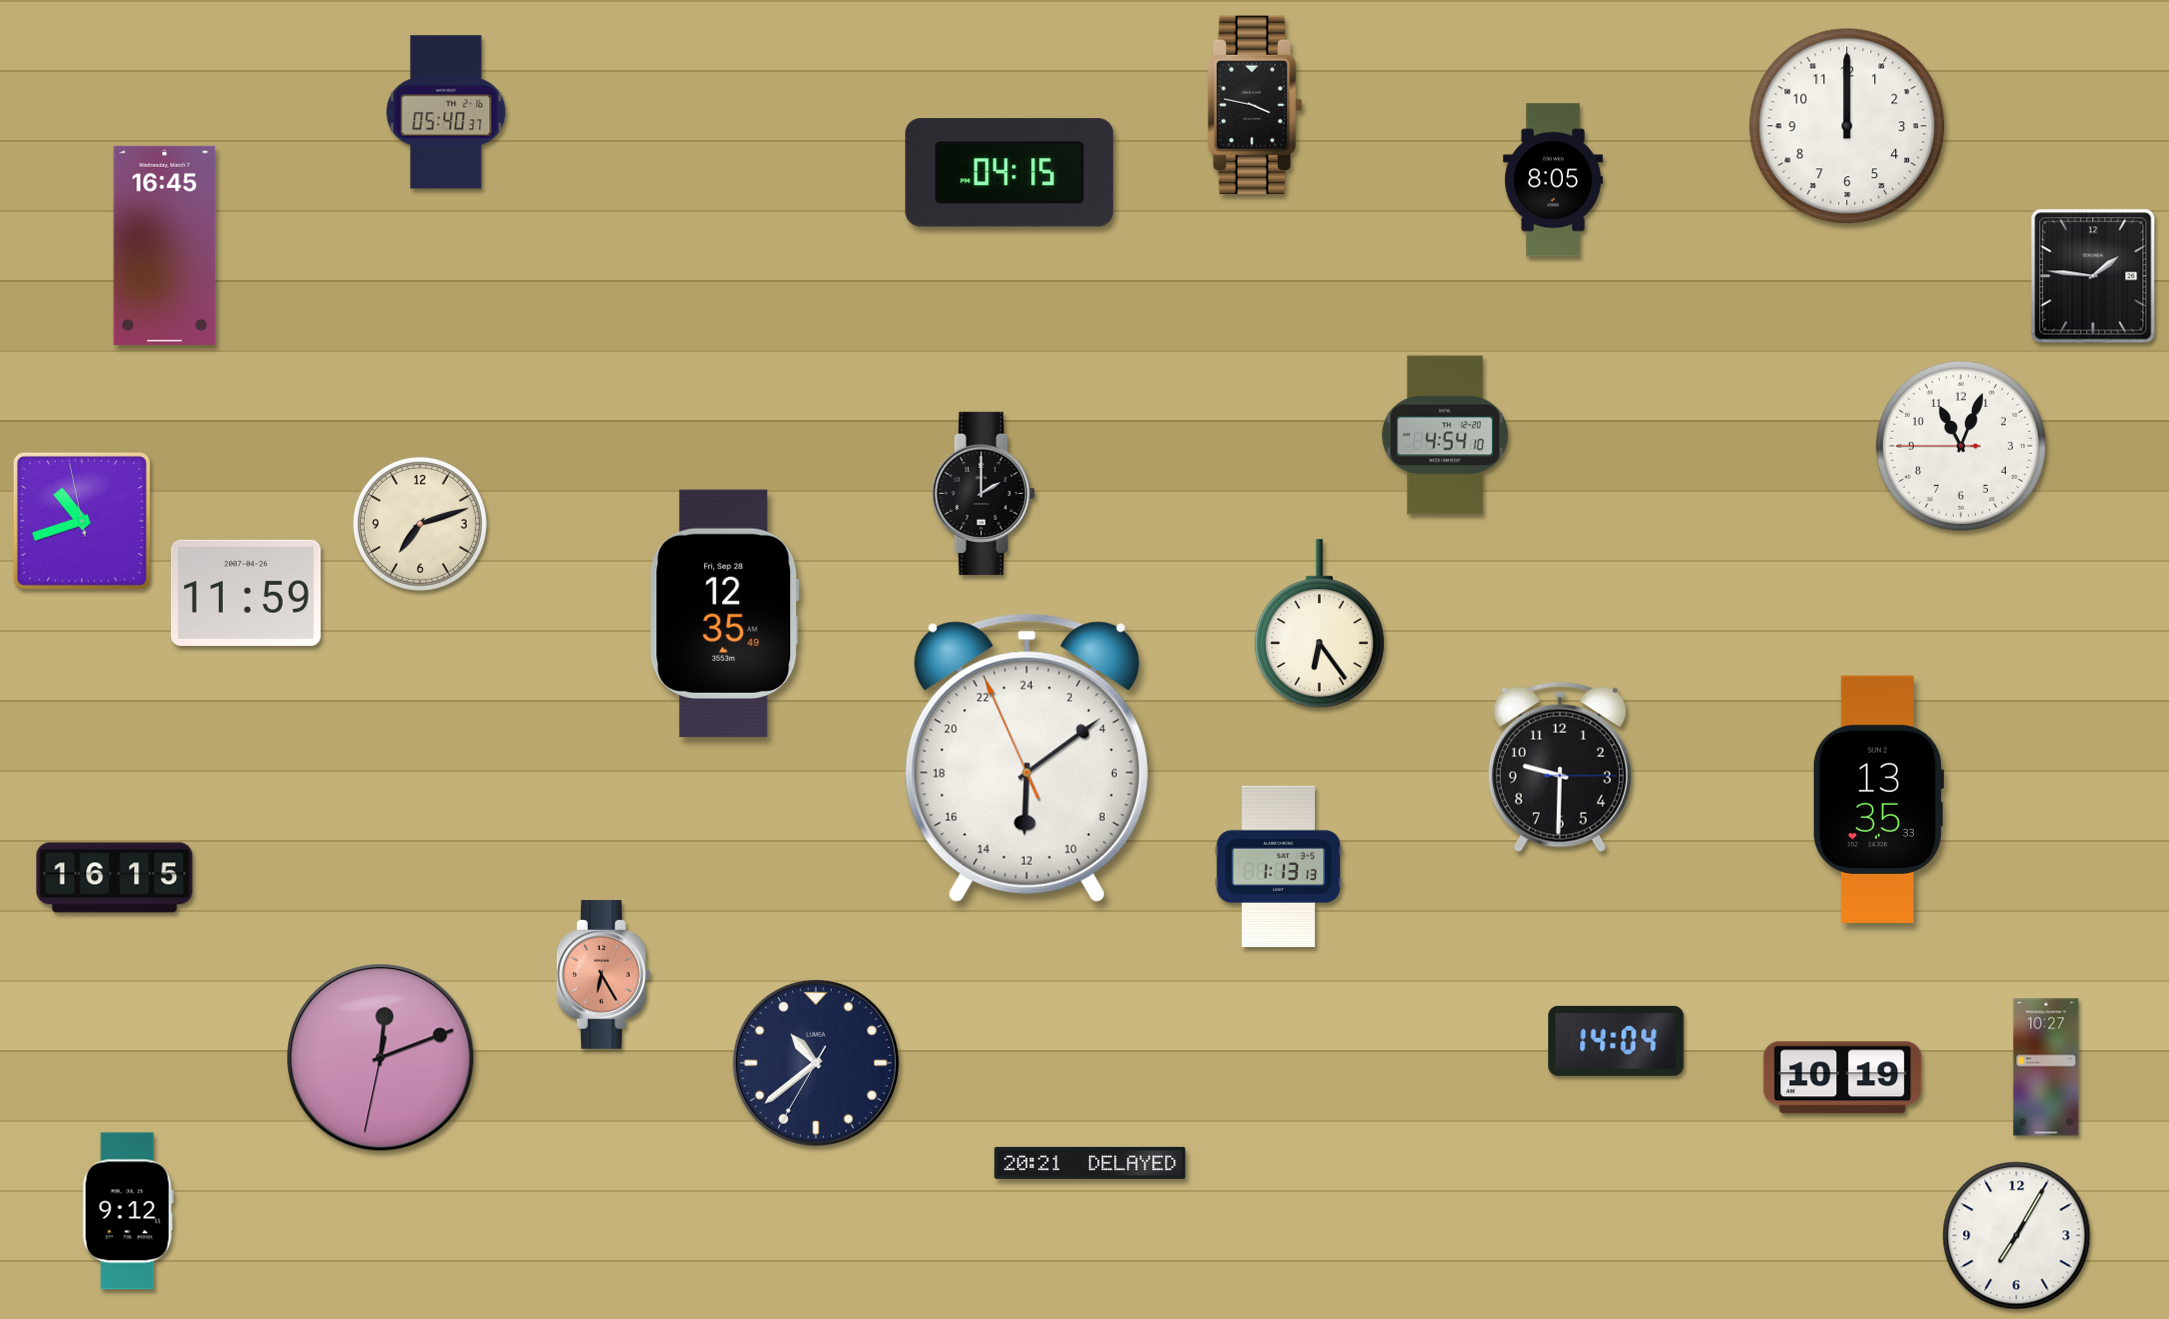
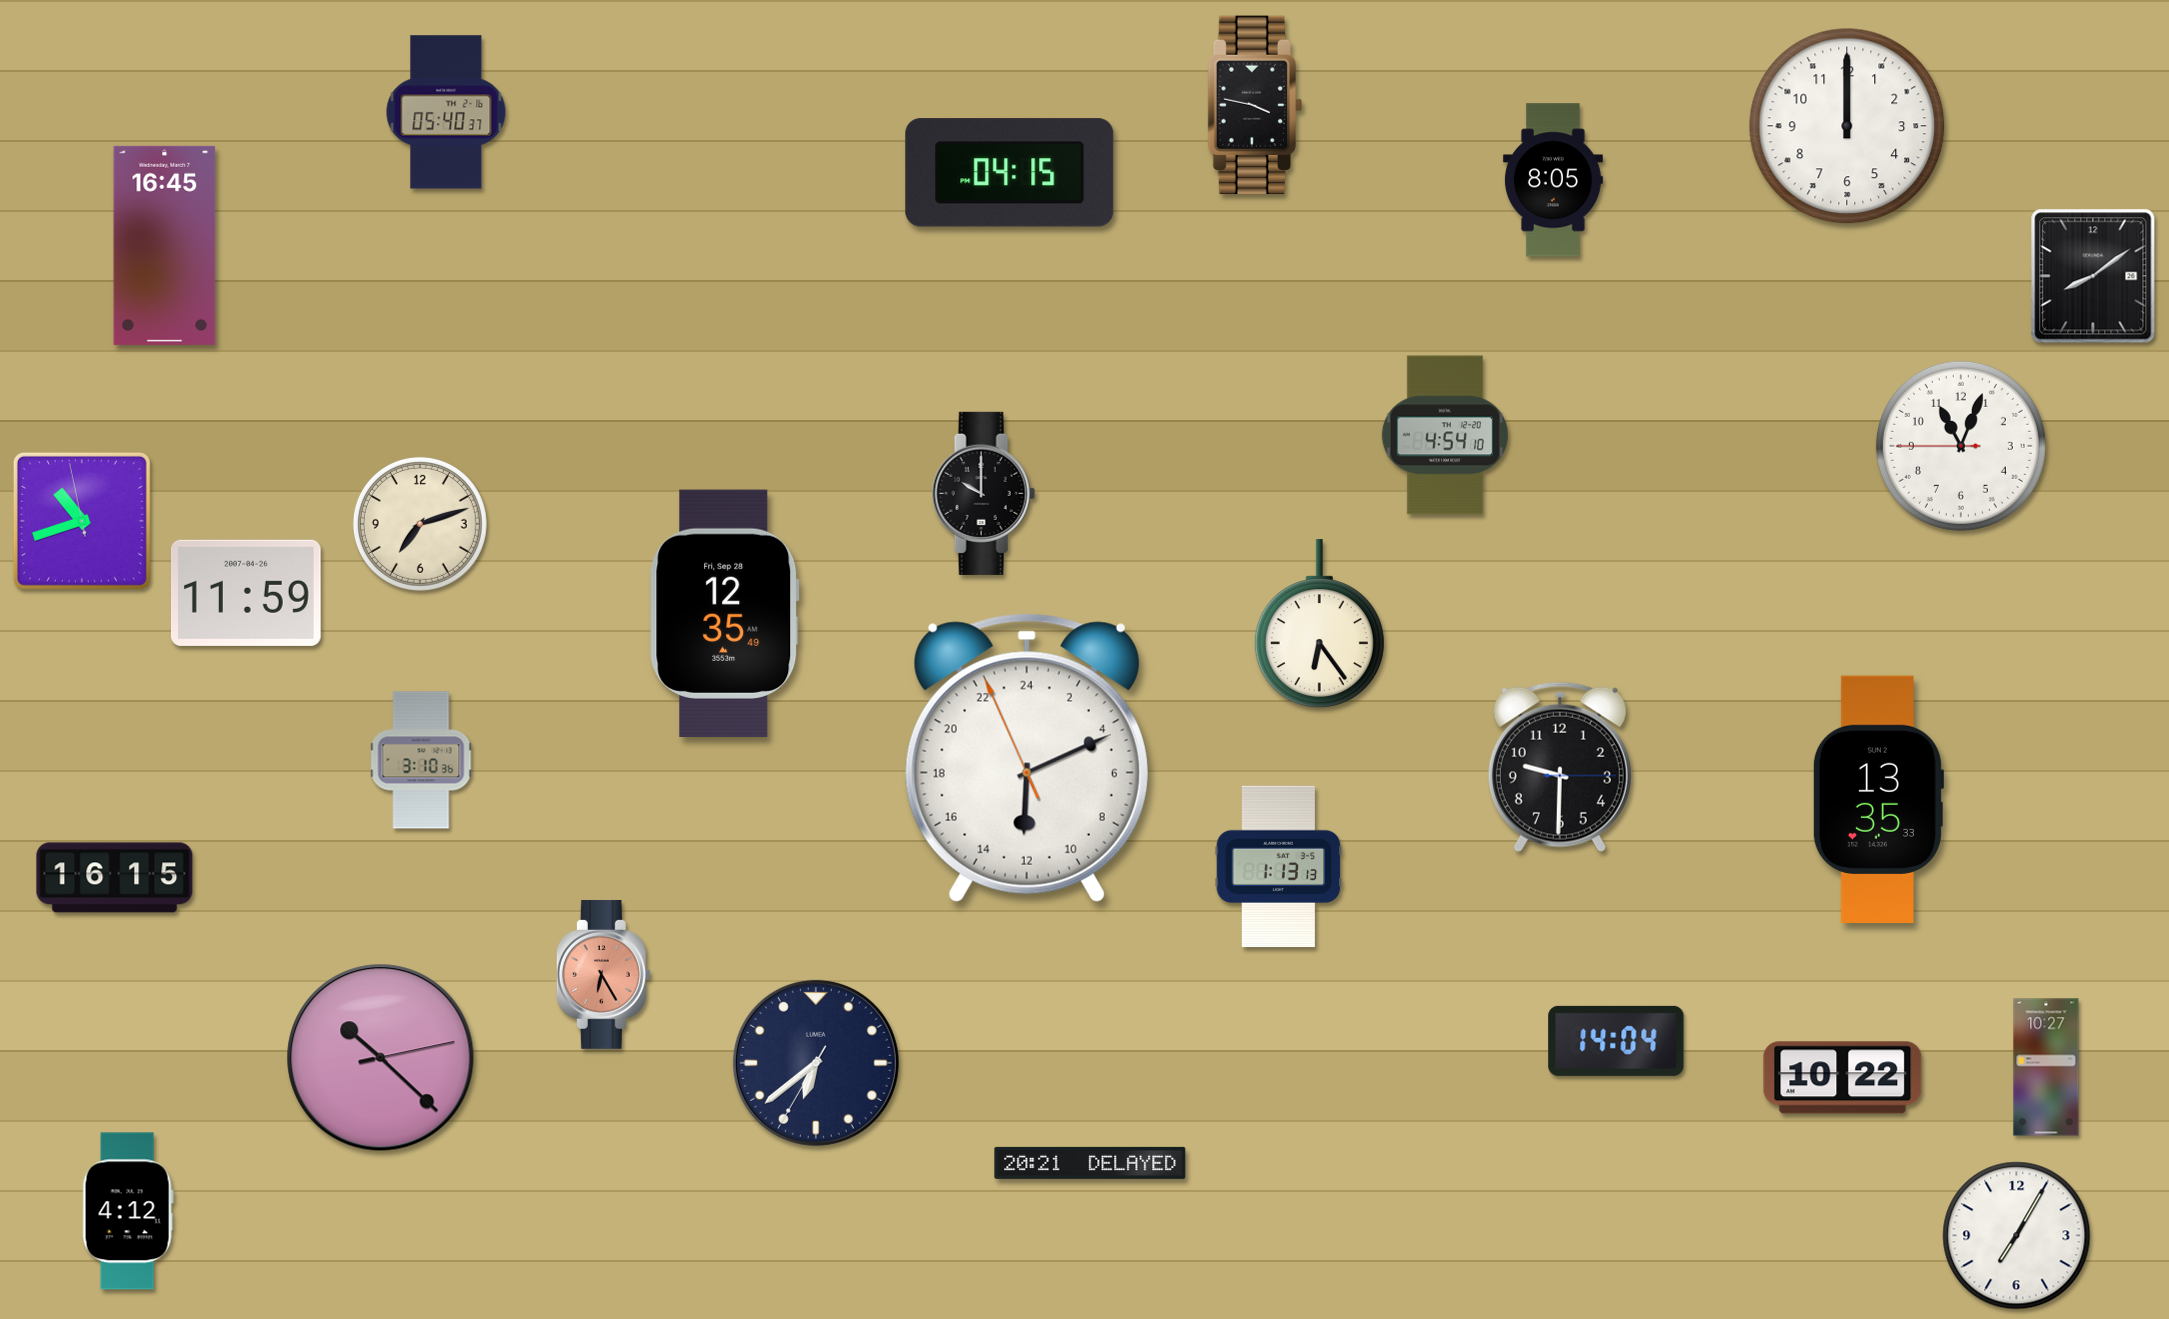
clock at (2093, 276): 1:46 -> 8:09
clock at (983, 493): 2:00 -> 10:00
clock at (1027, 758): 12:08 -> 12:10
clock at (421, 760): none -> 3:10
clock at (381, 1058): 12:11 -> 10:22
clock at (816, 1063): 10:38 -> 6:38
clock at (1843, 1078): 10:19 -> 10:22
clock at (128, 1211): 9:12 -> 4:12
